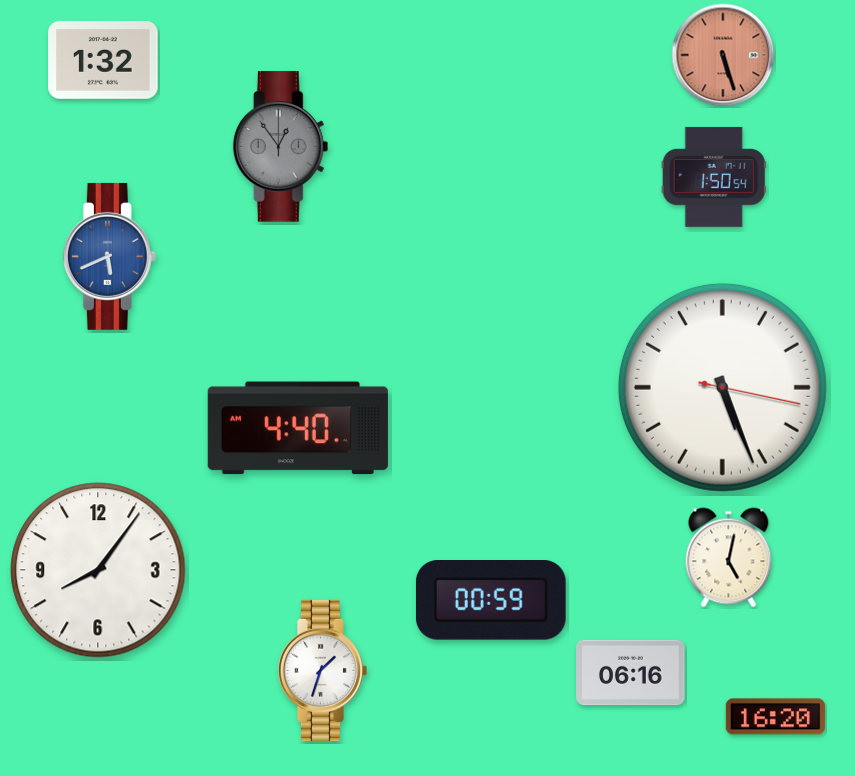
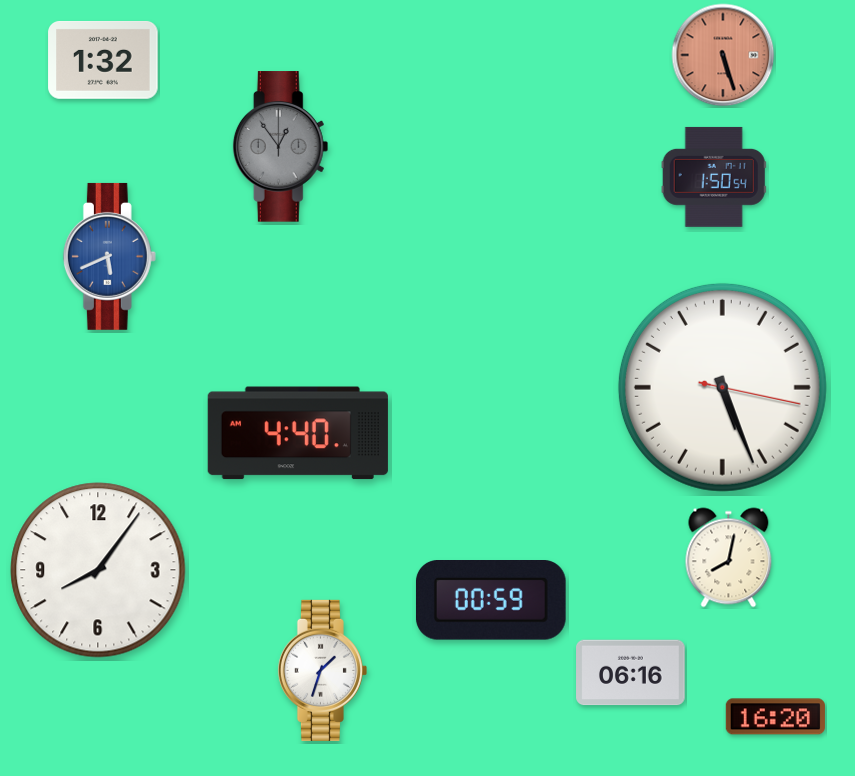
clock at (298, 428) position: (298, 428) -> (298, 433)
clock at (729, 558): 5:02 -> 8:02
